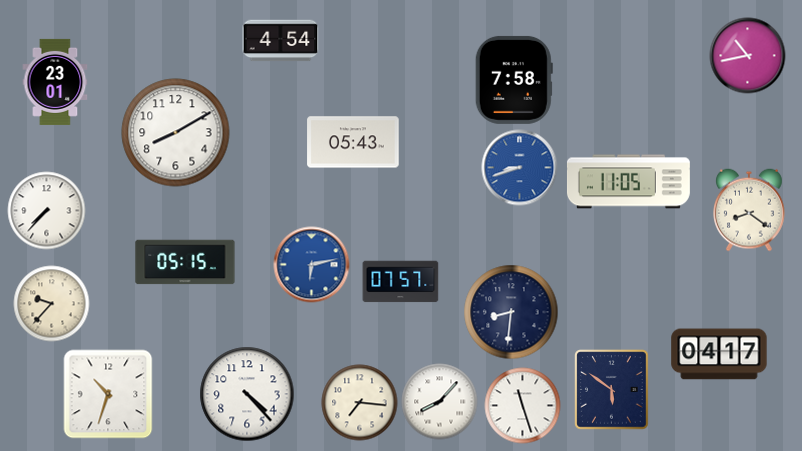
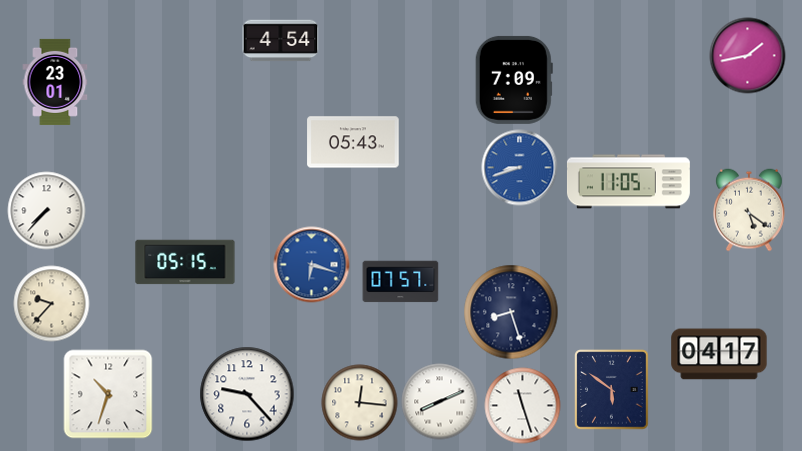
clock at (748, 56): 10:43 -> 1:43
clock at (514, 80): 7:58 -> 7:09
clock at (176, 133): 8:10 -> none
clock at (750, 210): 8:21 -> 5:21
clock at (312, 265): 6:13 -> 6:18
clock at (511, 312): 8:31 -> 8:27
clock at (247, 394): 4:23 -> 9:23
clock at (440, 402): 8:07 -> 8:11
clock at (360, 403): 7:16 -> 12:16
